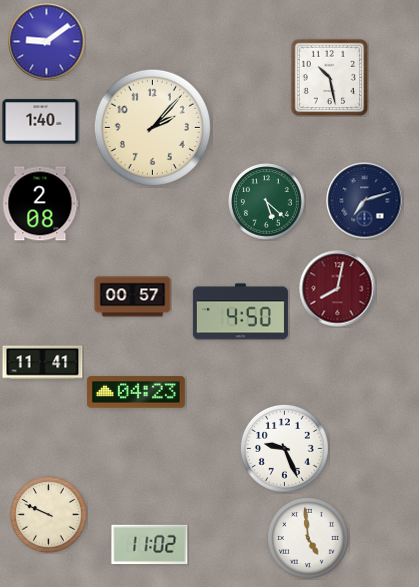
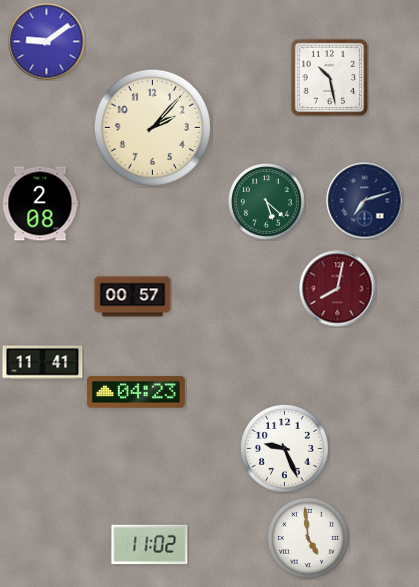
clock at (41, 122): 1:40 -> none
clock at (240, 312): 4:50 -> none
clock at (49, 515): 9:49 -> none
